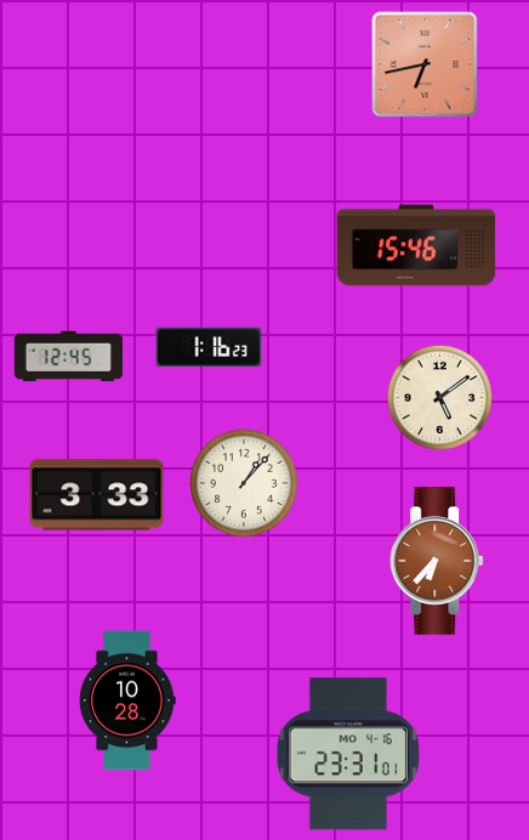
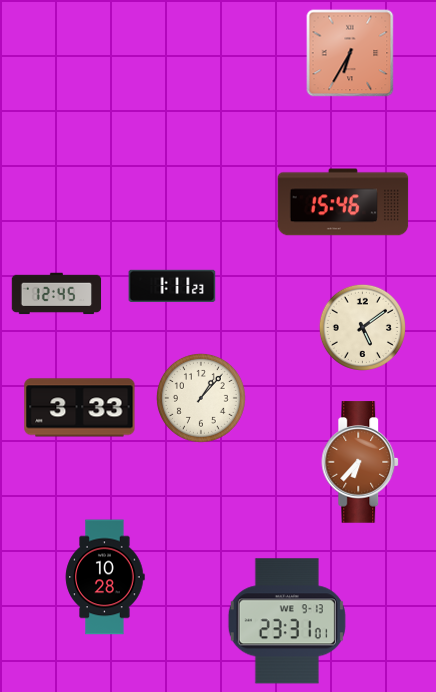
clock at (425, 64): 6:43 -> 6:35
clock at (209, 346): 1:16 -> 1:11
clock at (348, 754) date: MO 4-16 -> WE 9-13
